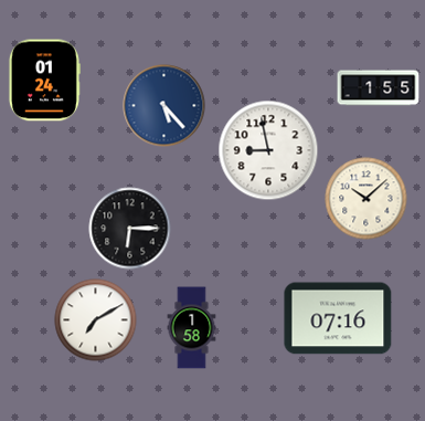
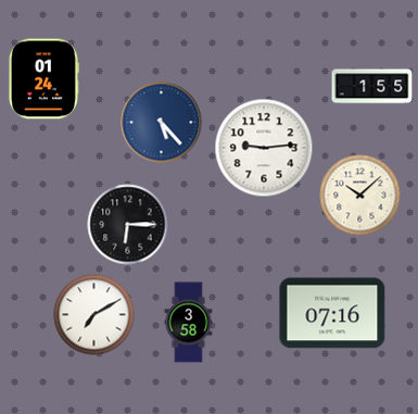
clock at (164, 106) position: (164, 106) -> (162, 123)
clock at (268, 150): 8:58 -> 9:14
clock at (192, 328): 1:58 -> 3:58
